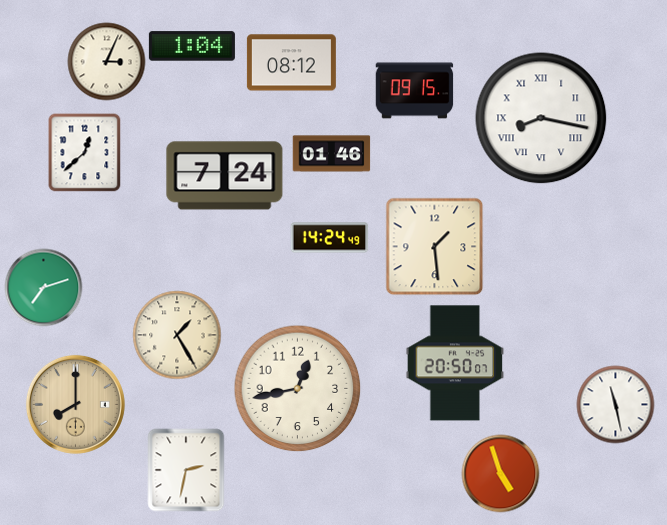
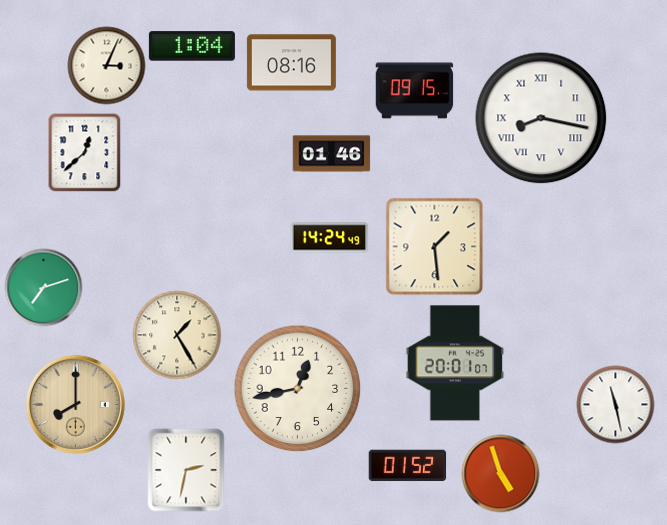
clock at (106, 61) position: (106, 61) -> (106, 65)
clock at (291, 63): 08:12 -> 08:16
clock at (225, 176): 7:24 -> none
clock at (455, 363): 20:50 -> 20:01
clock at (407, 466): none -> 01:52
